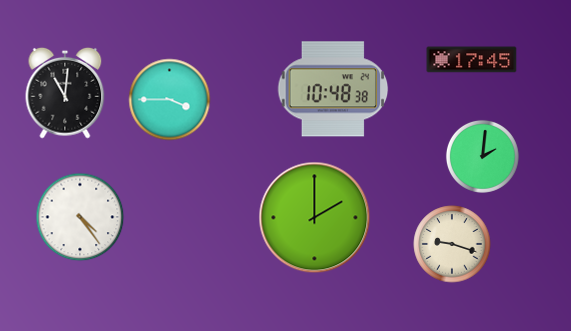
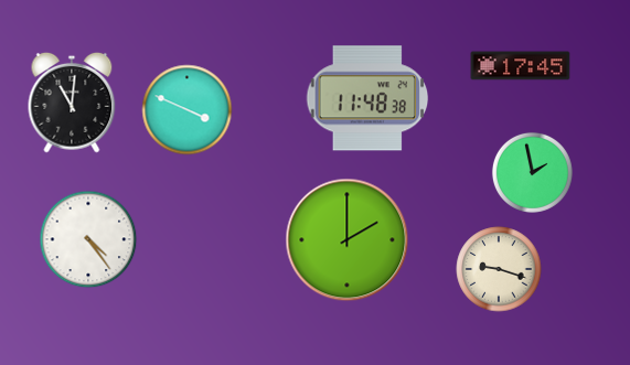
clock at (333, 89): 10:48 -> 11:48
clock at (170, 100): 3:45 -> 3:49
clock at (482, 156): 2:01 -> 1:58
